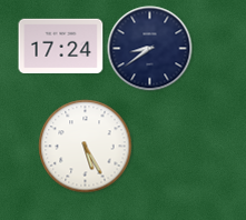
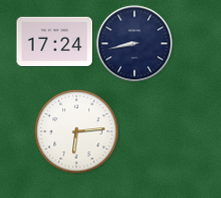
clock at (150, 49): 8:39 -> 8:43
clock at (86, 147): 5:25 -> 6:14
